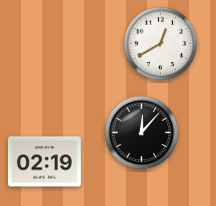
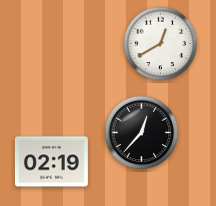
clock at (142, 133): 12:07 -> 12:37
clock at (44, 162) position: (44, 162) -> (51, 162)
